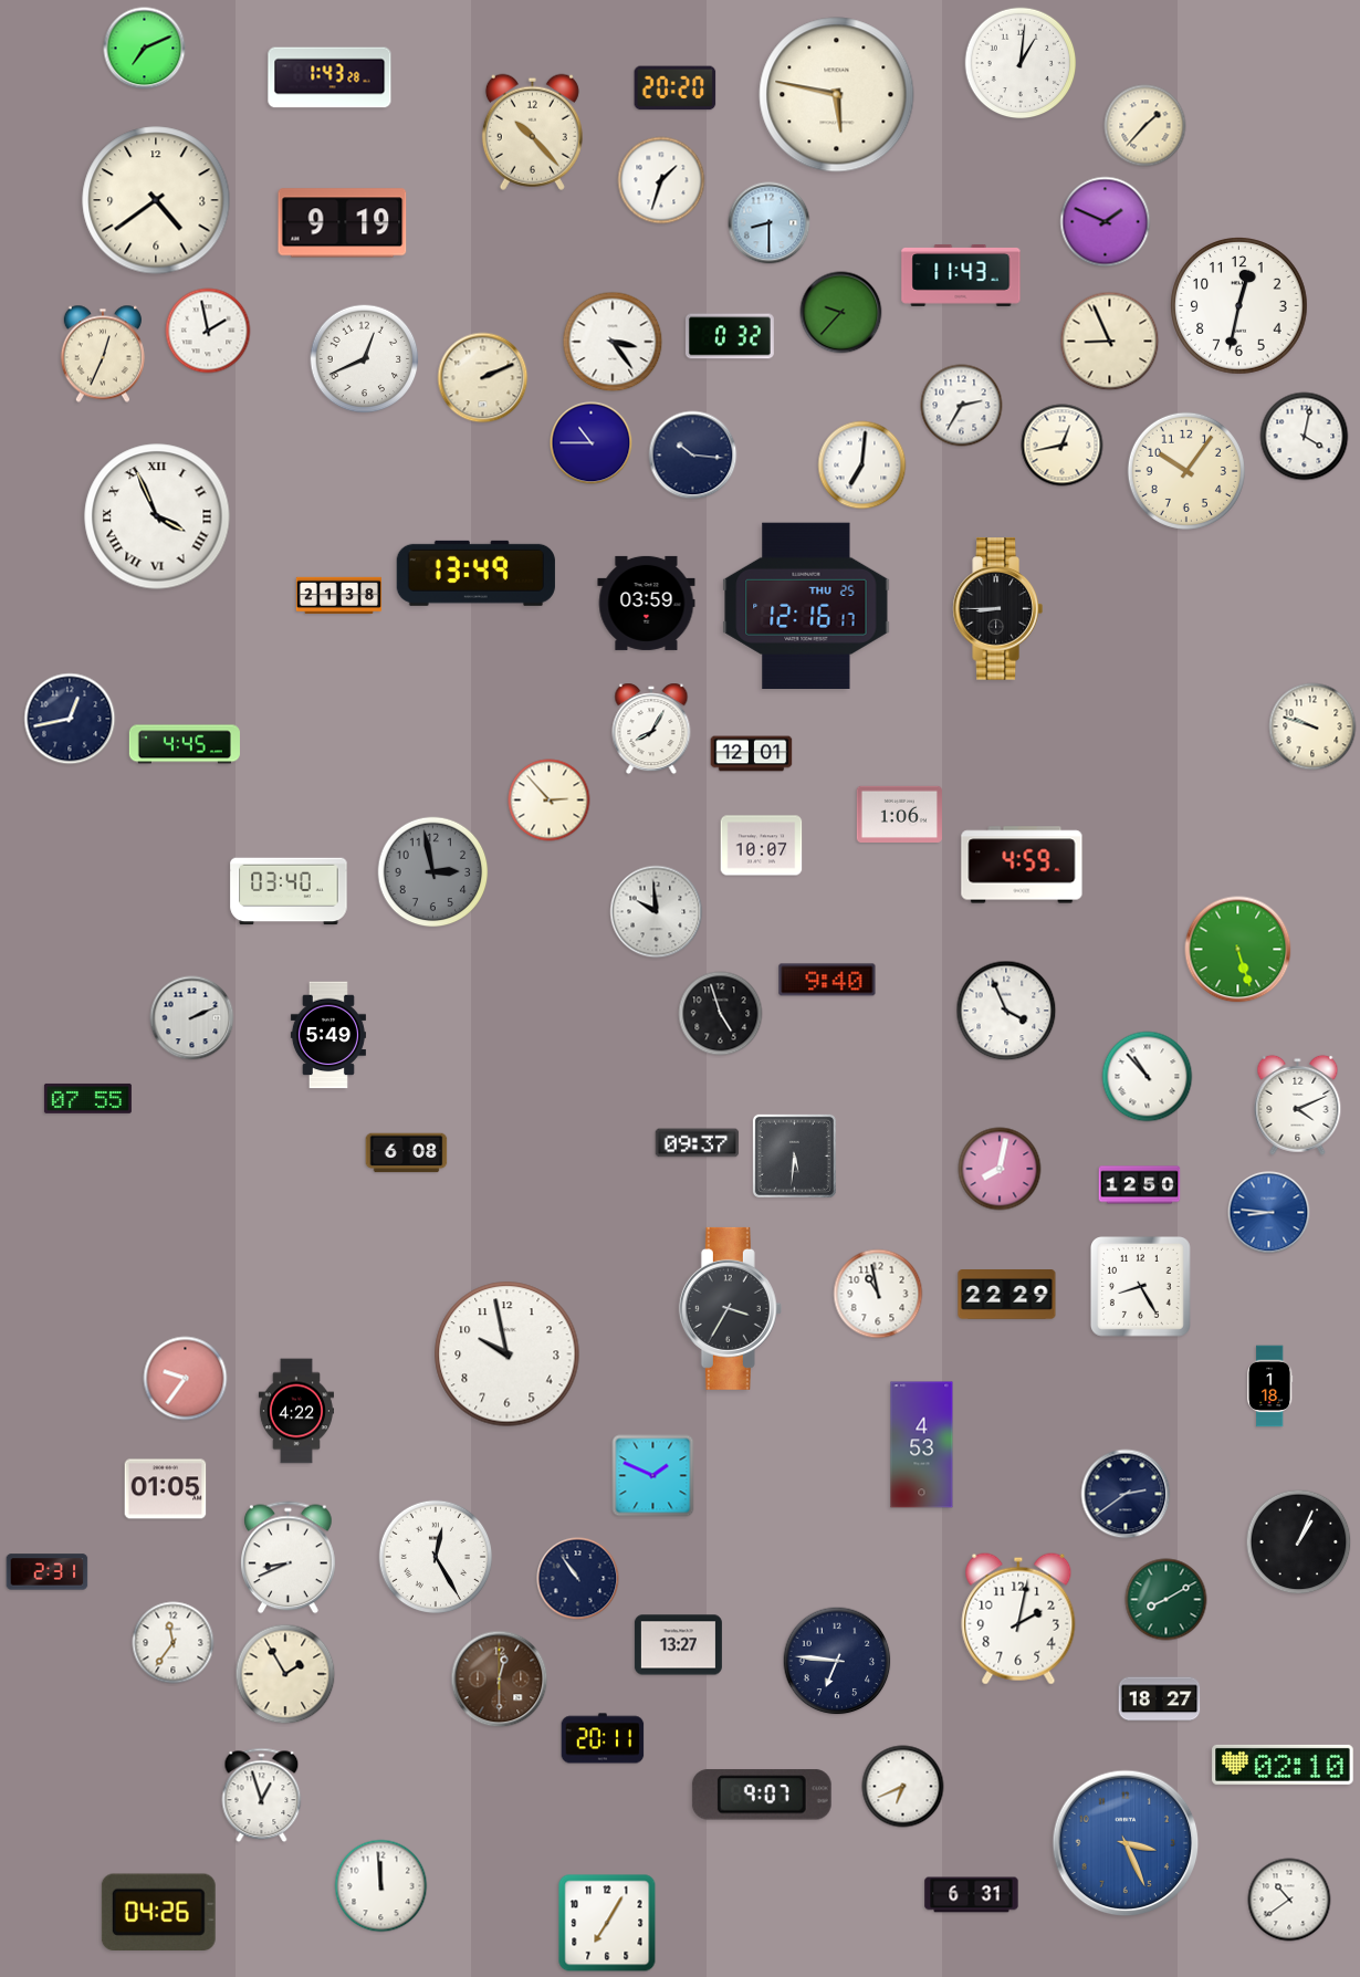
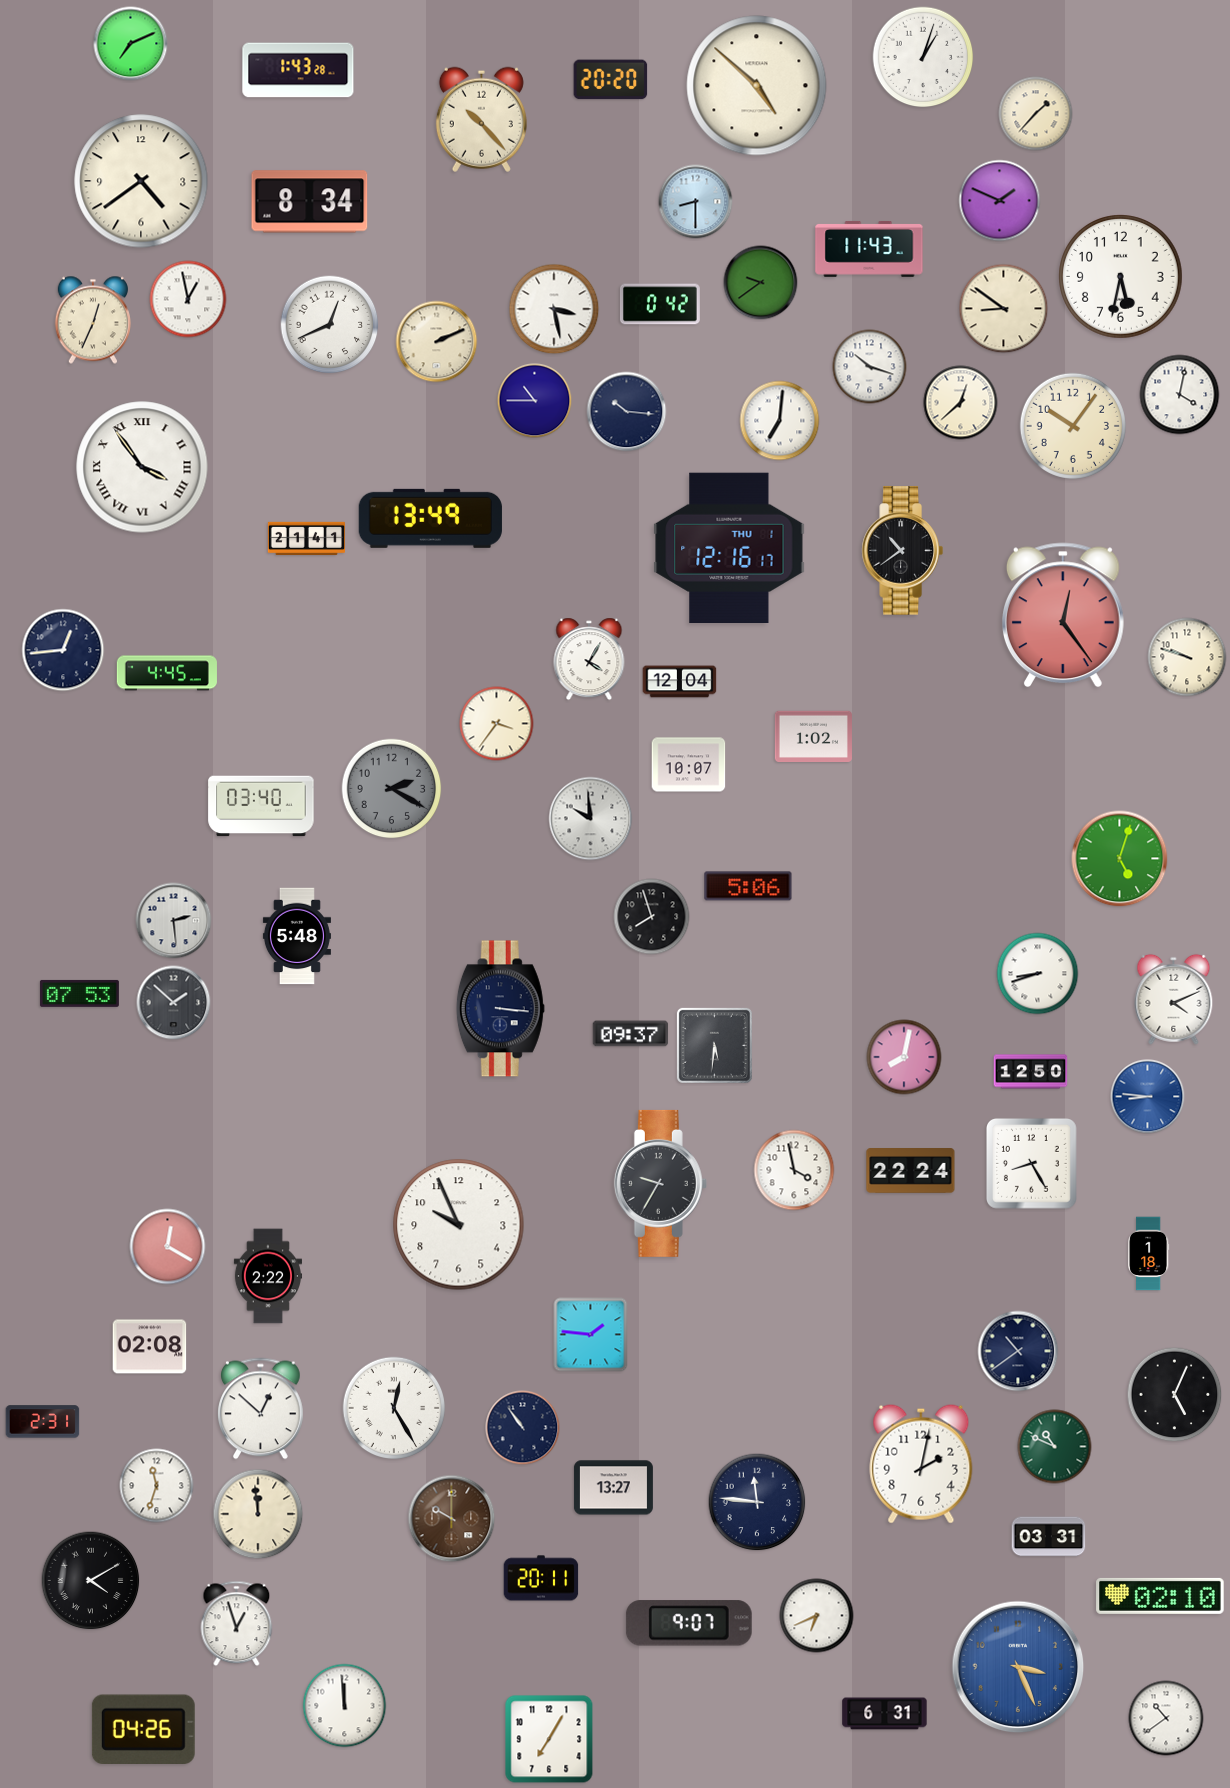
clock at (1021, 63): 1:01 -> 1:03
clock at (837, 95): 5:47 -> 4:52
clock at (661, 180): 1:33 -> none
clock at (343, 223): 9:19 -> 8:34
clock at (1239, 306): 12:32 -> 5:32
clock at (841, 313): 9:37 -> 9:39
clock at (208, 331): 1:58 -> 12:58
clock at (730, 336): 0:32 -> 0:42
clock at (613, 342): 3:24 -> 3:28
clock at (1110, 342): 8:56 -> 8:51
clock at (962, 406): 2:35 -> 10:18
clock at (1063, 446): 12:43 -> 12:38
clock at (157, 516): 3:56 -> 3:54
clock at (338, 595): 21:38 -> 21:41
clock at (647, 603): 03:59 -> none
clock at (806, 605) date: THU 25 -> THU 1
clock at (997, 609): 8:45 -> 10:39
clock at (1063, 615): none -> 12:24
clock at (70, 719): 12:43 -> 12:44
clock at (651, 729): 8:05 -> 4:05
clock at (752, 754): 12:01 -> 12:04
clock at (550, 801): 2:53 -> 3:36
clock at (899, 814): 1:06 -> 1:02
clock at (1022, 865): 4:59 -> none
clock at (433, 872): 2:58 -> 2:20
clock at (657, 912) position: (657, 912) -> (591, 819)
clock at (1238, 950): 5:27 -> 5:03
clock at (827, 980): 9:40 -> 5:06
clock at (1006, 1011): 3:56 -> none
clock at (721, 1014): 4:57 -> 7:57
clock at (192, 1018): 2:11 -> 2:29
clock at (328, 1035): 5:49 -> 5:48
clock at (1148, 1077): 10:53 -> 8:42
clock at (87, 1098): 07:55 -> 07:53
clock at (174, 1003): none -> 1:52
clock at (500, 1009): none -> 3:16
clock at (407, 1153): 6:08 -> none
clock at (794, 1155) position: (794, 1155) -> (714, 1045)
clock at (878, 1294): 10:58 -> 3:58
clock at (1007, 1295): 22:29 -> 22:24
clock at (730, 1308): 3:35 -> 9:35
clock at (508, 1354): 9:58 -> 9:56
clock at (186, 1379): 9:36 -> 12:20
clock at (295, 1411): 4:22 -> 2:22
clock at (922, 1445): 4:53 -> none
clock at (653, 1476): 1:49 -> 1:46
clock at (166, 1489): 01:05 -> 02:08
clock at (1126, 1494): 2:39 -> 10:39
clock at (1299, 1542): 1:04 -> 5:04
clock at (289, 1558): 8:41 -> 12:52
clock at (1167, 1600): 8:10 -> 10:49
clock at (174, 1643): 11:36 -> 11:33
clock at (837, 1661): 6:46 -> 11:46
clock at (285, 1674): 1:55 -> 11:59
clock at (500, 1680): 12:30 -> 10:00
clock at (1160, 1699): 18:27 -> 03:31
clock at (603, 1738) position: (603, 1738) -> (541, 1578)
clock at (91, 1581): none -> 4:10
clock at (972, 1895) position: (972, 1895) -> (885, 1714)
